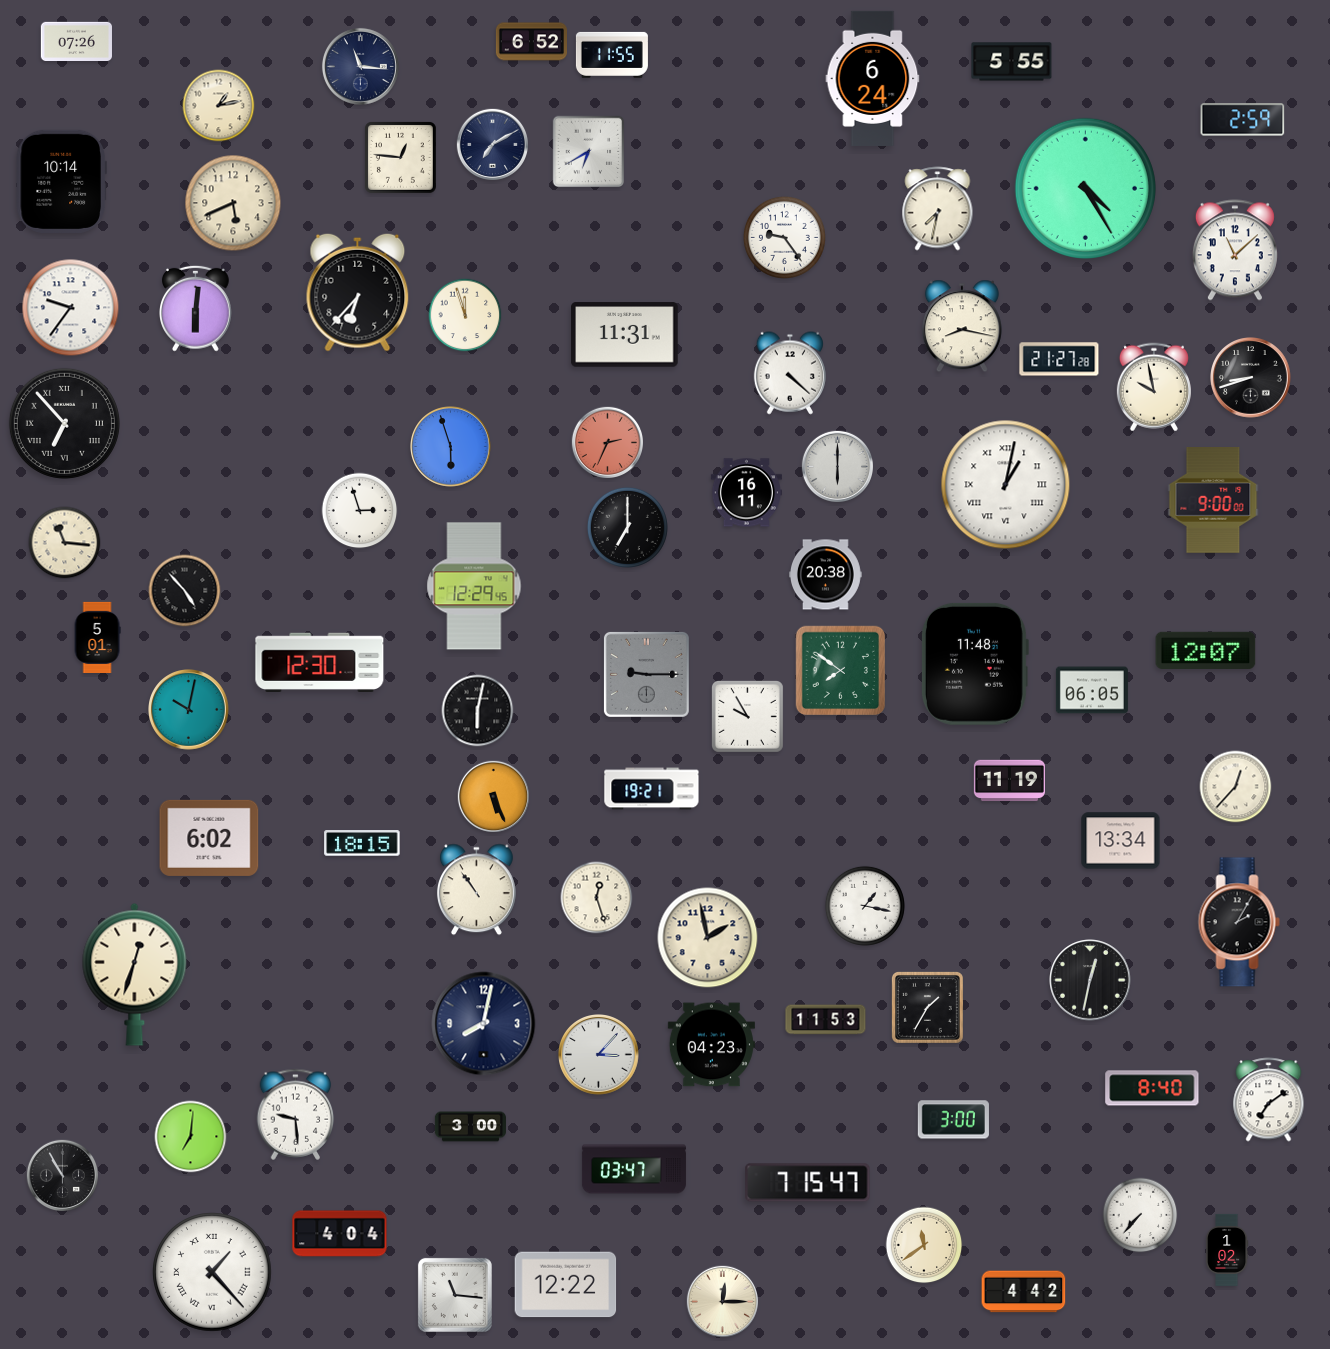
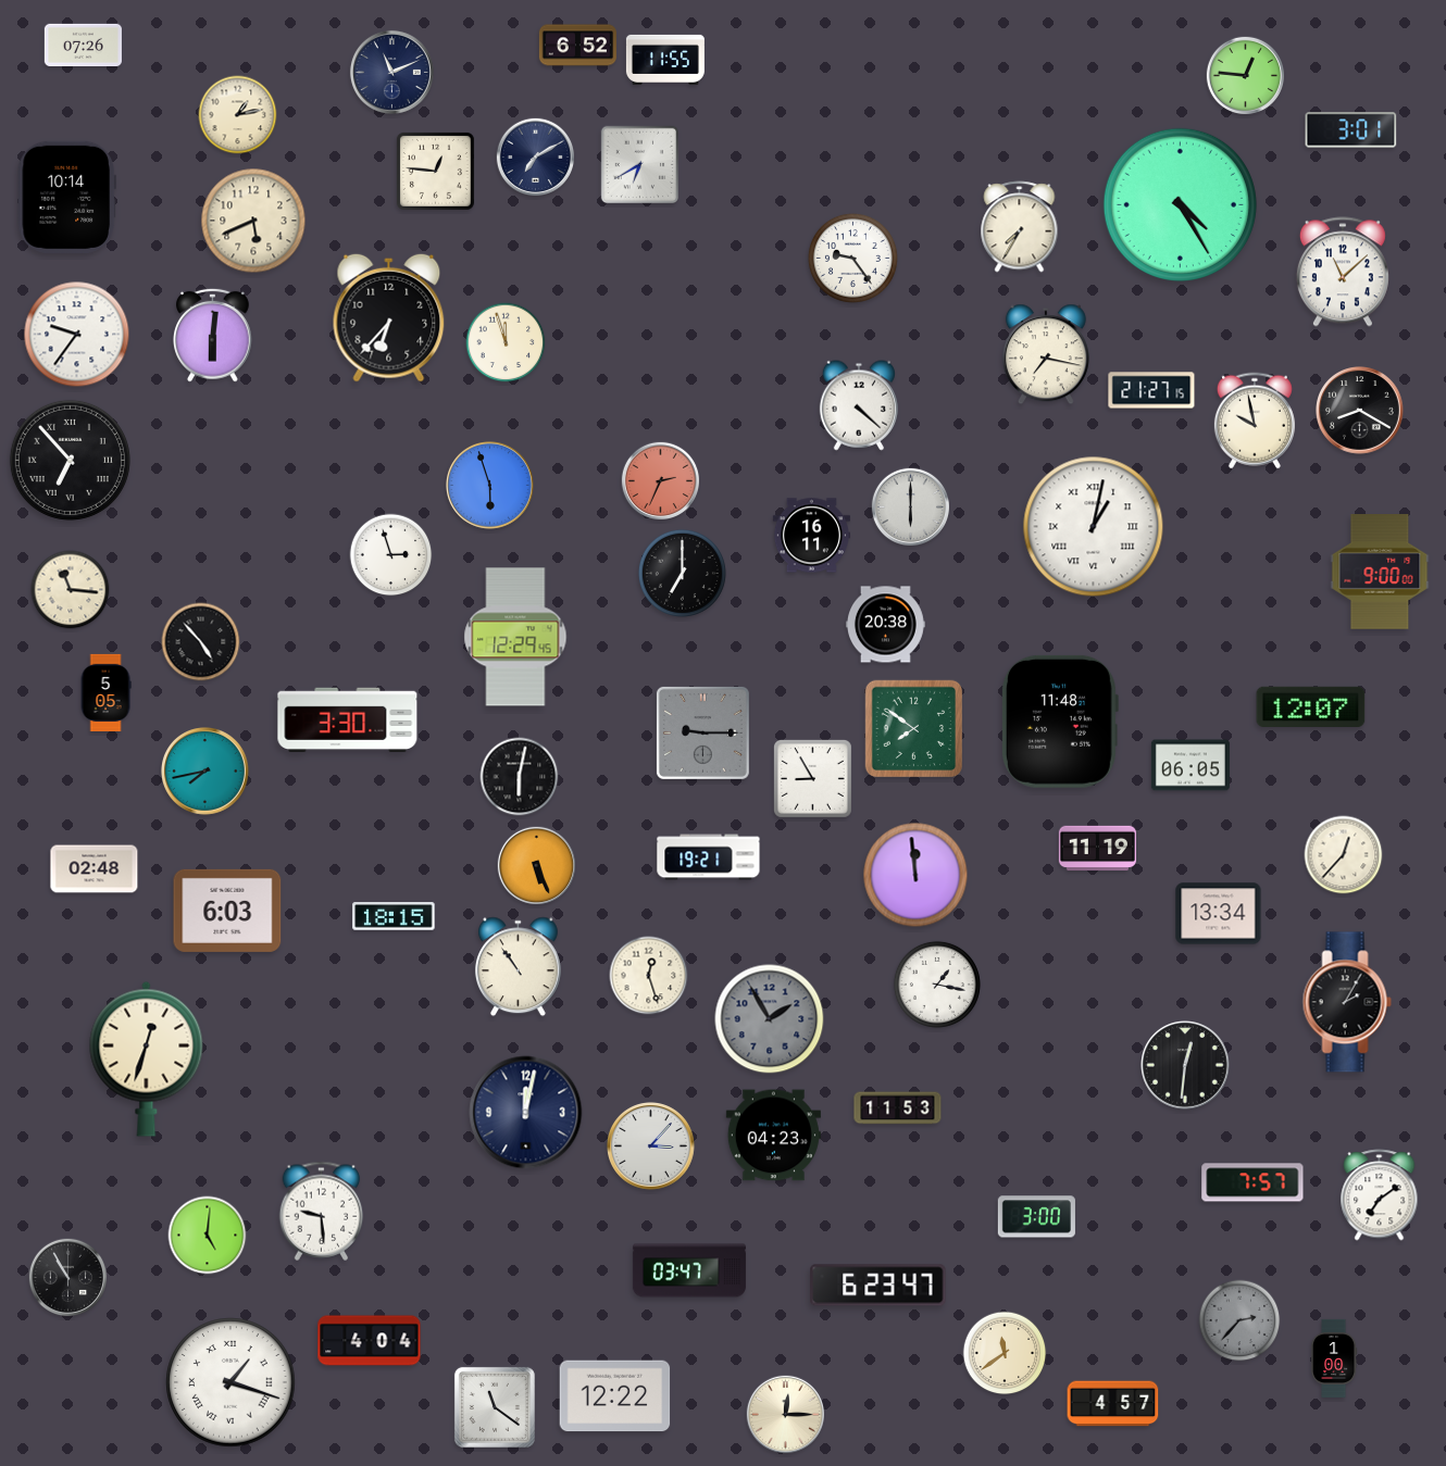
clock at (1012, 62): 5:55 -> none
clock at (360, 66): 11:16 -> 11:11
clock at (1245, 75): none -> 12:46
clock at (873, 78): 6:24 -> none
clock at (1243, 120): 2:59 -> 3:01
clock at (938, 209): 7:32 -> 7:35
clock at (962, 326): 8:17 -> 7:17
clock at (625, 335): 11:31 -> none
clock at (1059, 359): 21:27:28 -> 21:27:15
clock at (1251, 378): 8:42 -> 8:20
clock at (1213, 501) position: (1213, 501) -> (1380, 573)
clock at (825, 575) position: (825, 575) -> (885, 625)
clock at (97, 637): 5:01 -> 5:05
clock at (320, 662): 12:30 -> 3:30
clock at (1092, 690) position: (1092, 690) -> (1191, 765)
clock at (189, 710): 10:02 -> 7:43
clock at (478, 711) position: (478, 711) -> (520, 777)
clock at (747, 716): 9:55 -> 8:55
clock at (95, 869): none -> 02:48
clock at (915, 875): none -> 11:59
clock at (209, 838): 6:02 -> 6:03
clock at (865, 906) position: (865, 906) -> (937, 985)
clock at (708, 938): 1:58 -> 1:55
clock at (708, 938) dial: cream -> grey
clock at (1090, 980): 12:32 -> 12:31
clock at (927, 1007): 1:35 -> none
clock at (484, 1024): 8:02 -> 12:02
clock at (1152, 1088): 8:40 -> 7:57
clock at (470, 1127): 3:00 -> none
clock at (191, 1137): 7:01 -> 5:01
clock at (808, 1183): 7:15 -> 6:23
clock at (1140, 1215): 7:37 -> 2:37
clock at (1140, 1215) dial: white -> grey
clock at (1227, 1250): 1:02 -> 1:00
clock at (212, 1272): 1:23 -> 1:18
clock at (1024, 1292): 4:42 -> 4:57
clock at (455, 1295): 11:16 -> 11:21
